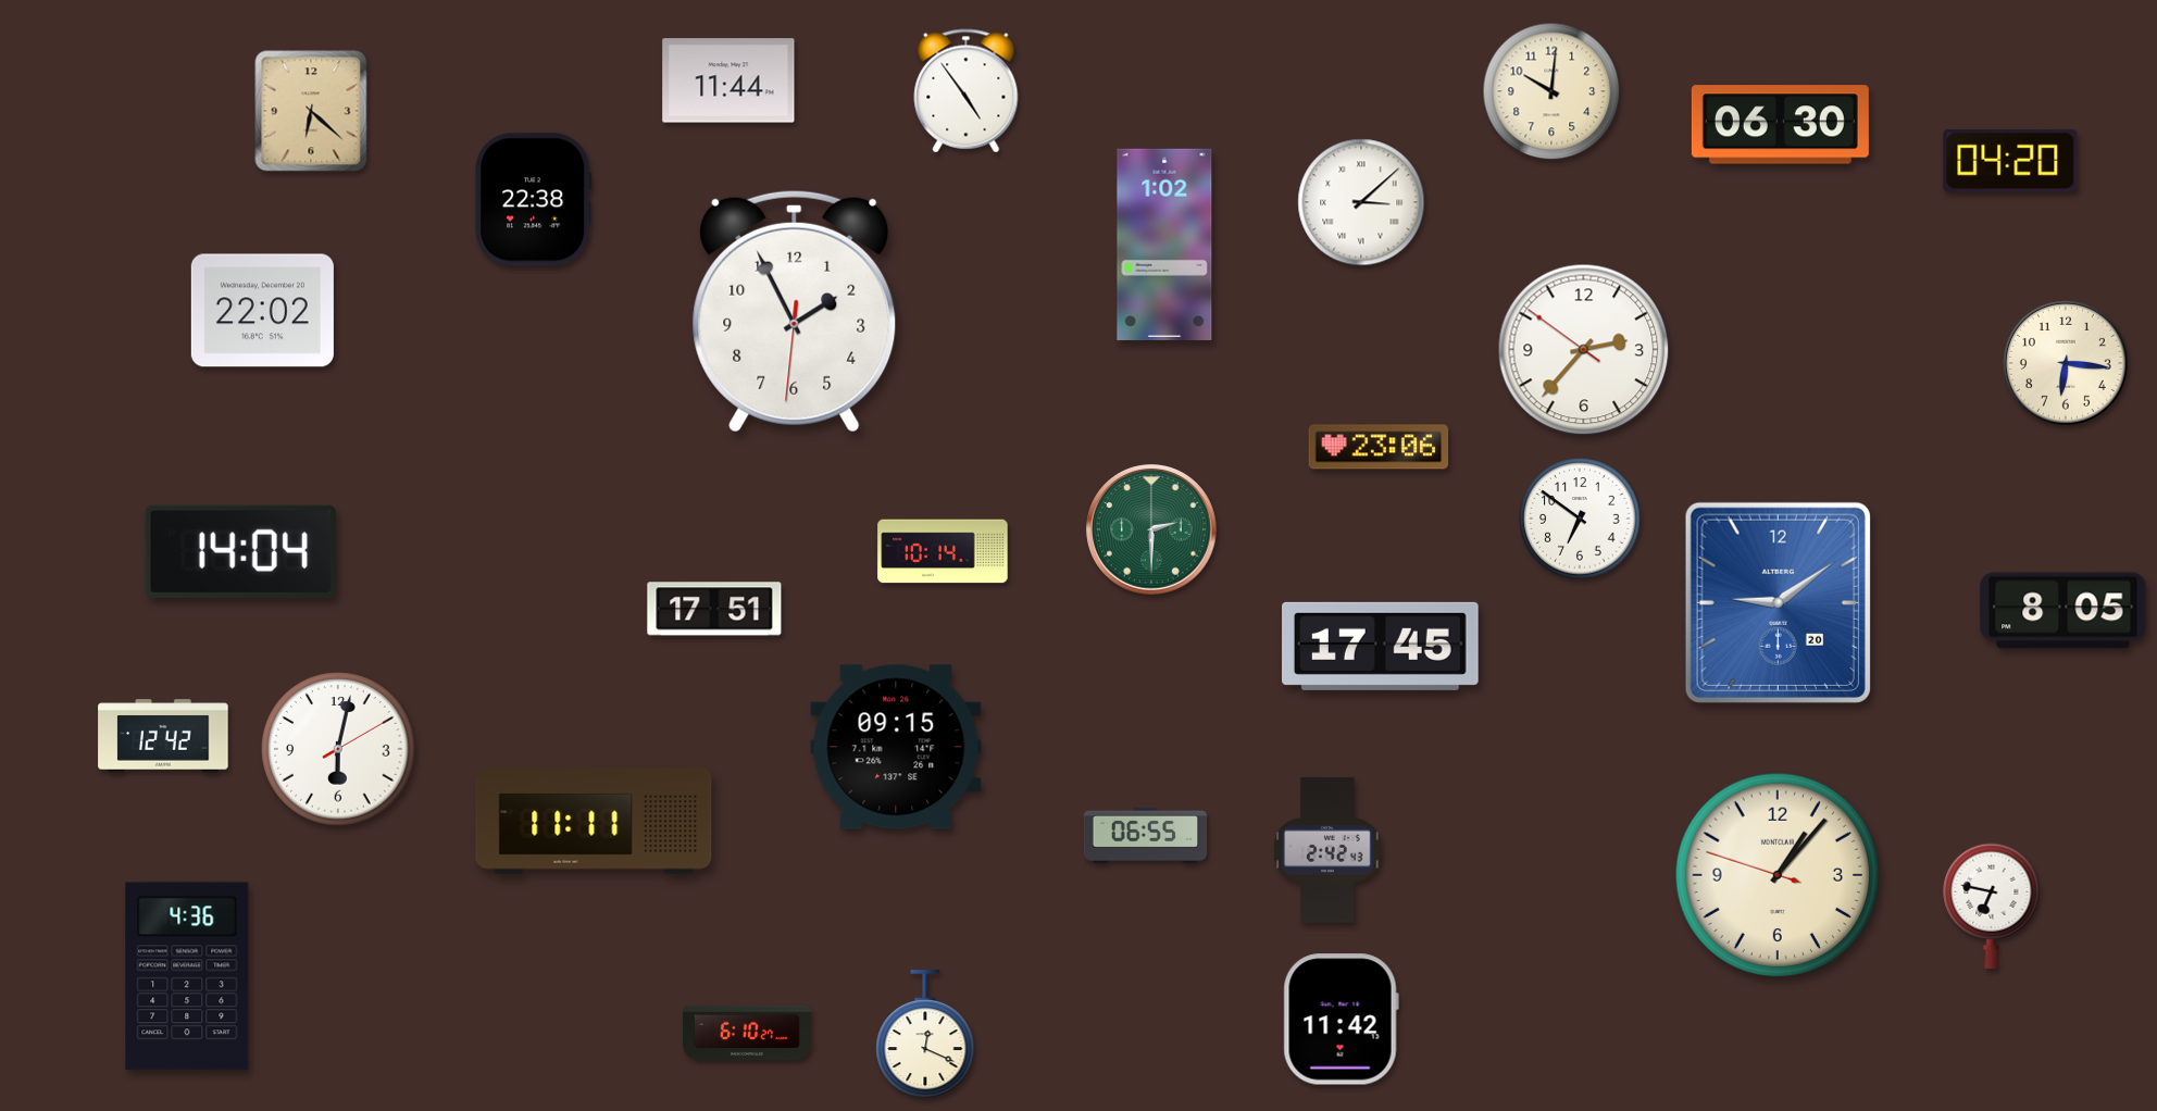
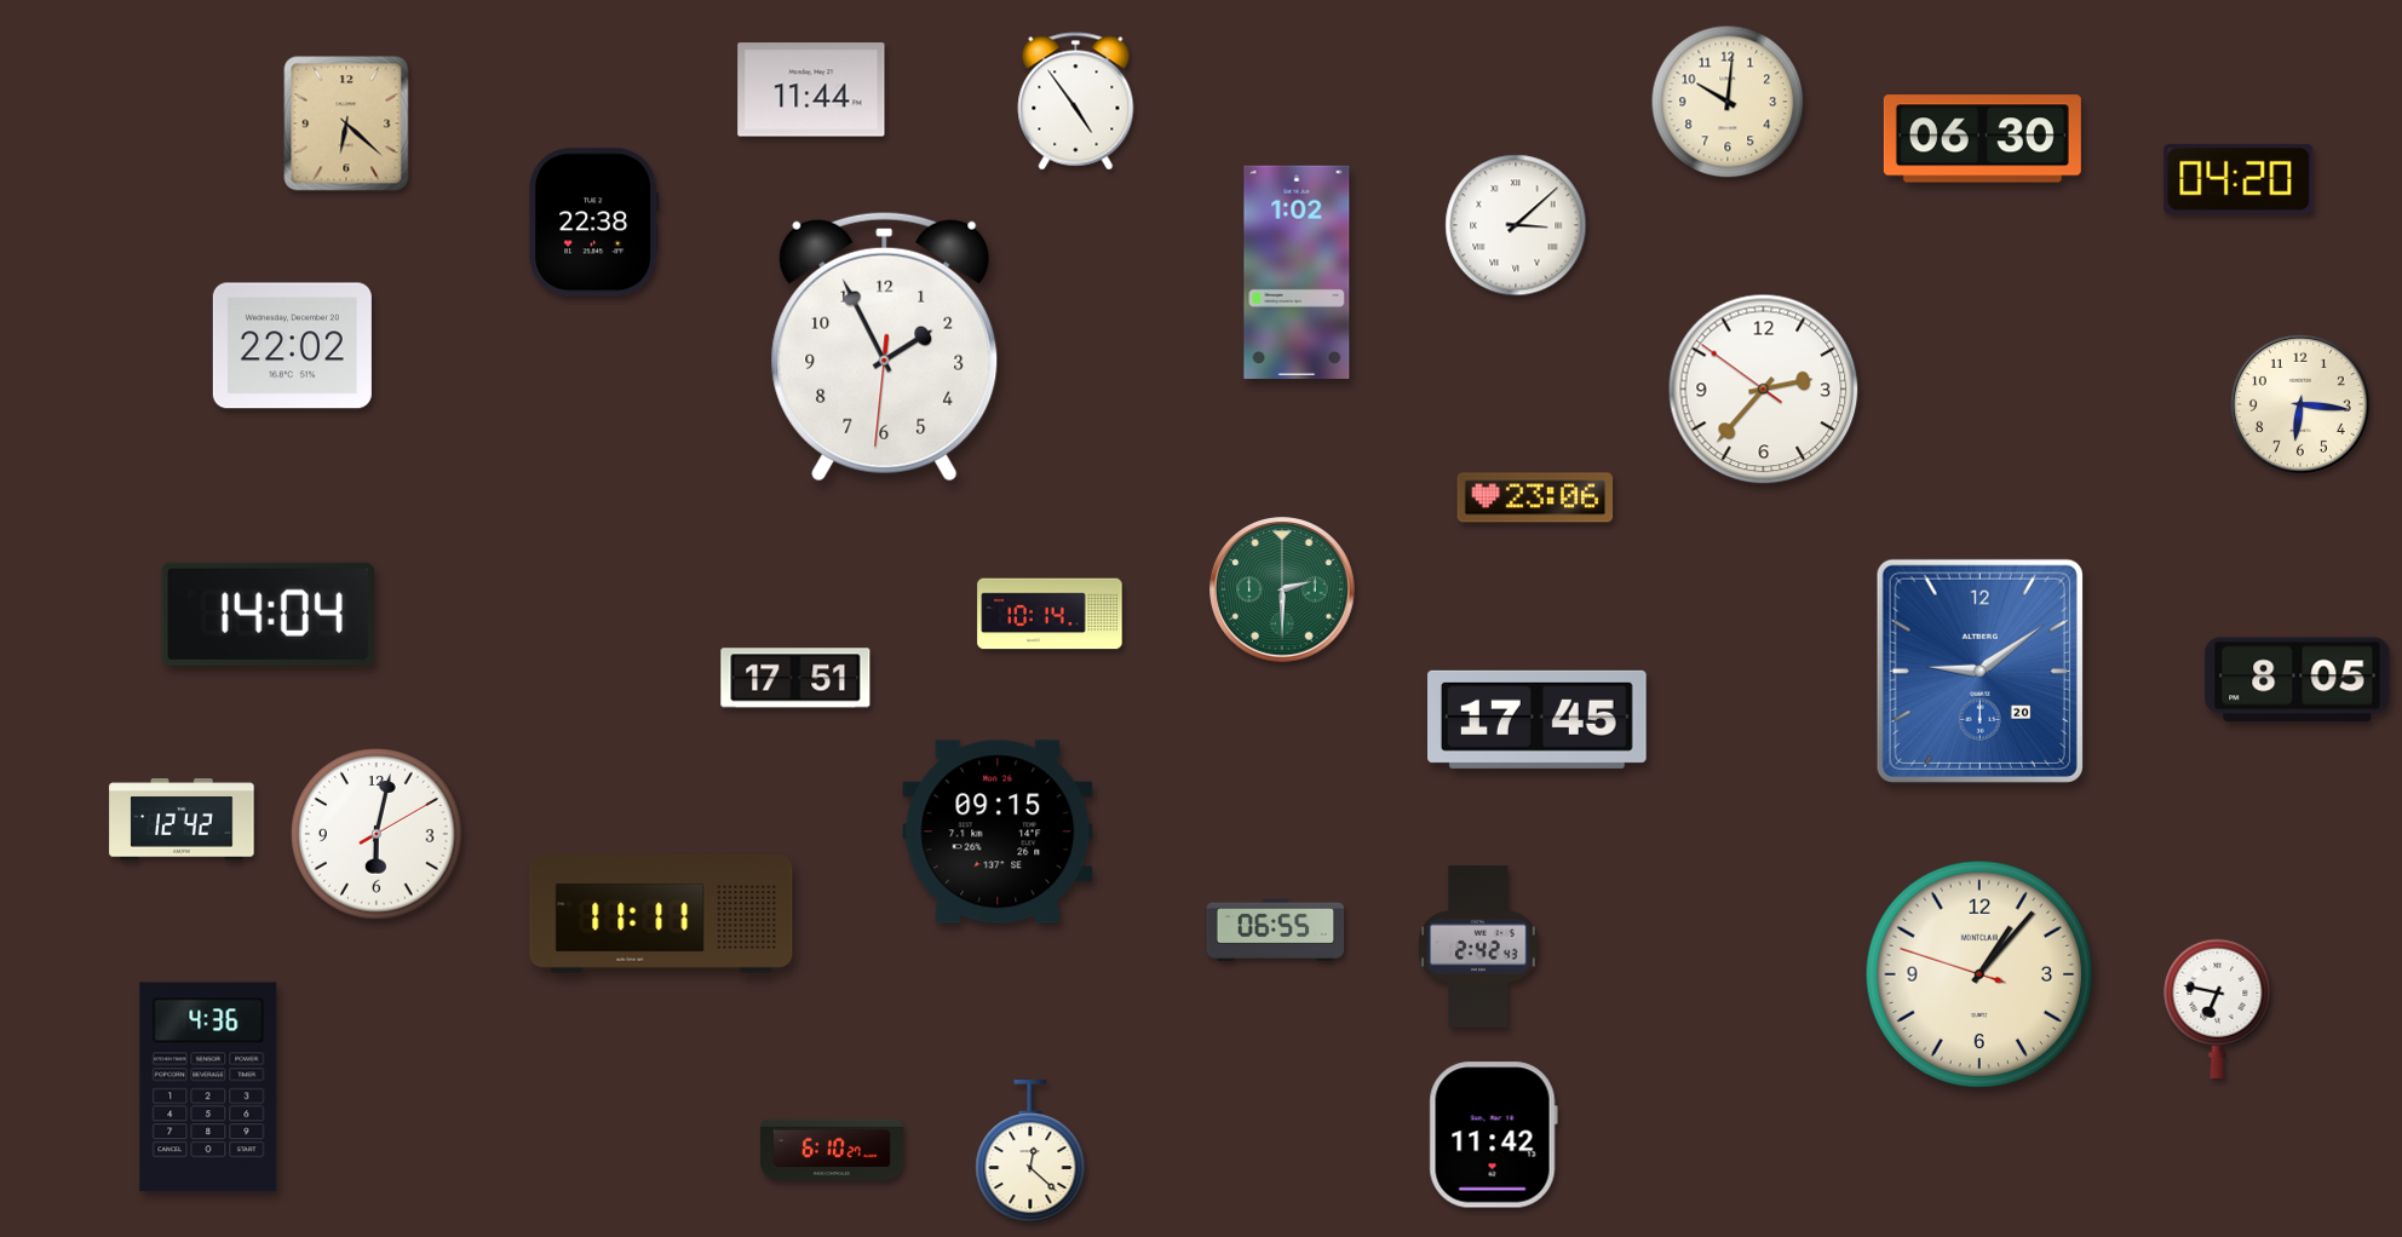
clock at (1580, 519): 6:51 -> none
clock at (925, 1035): 12:19 -> 12:22
